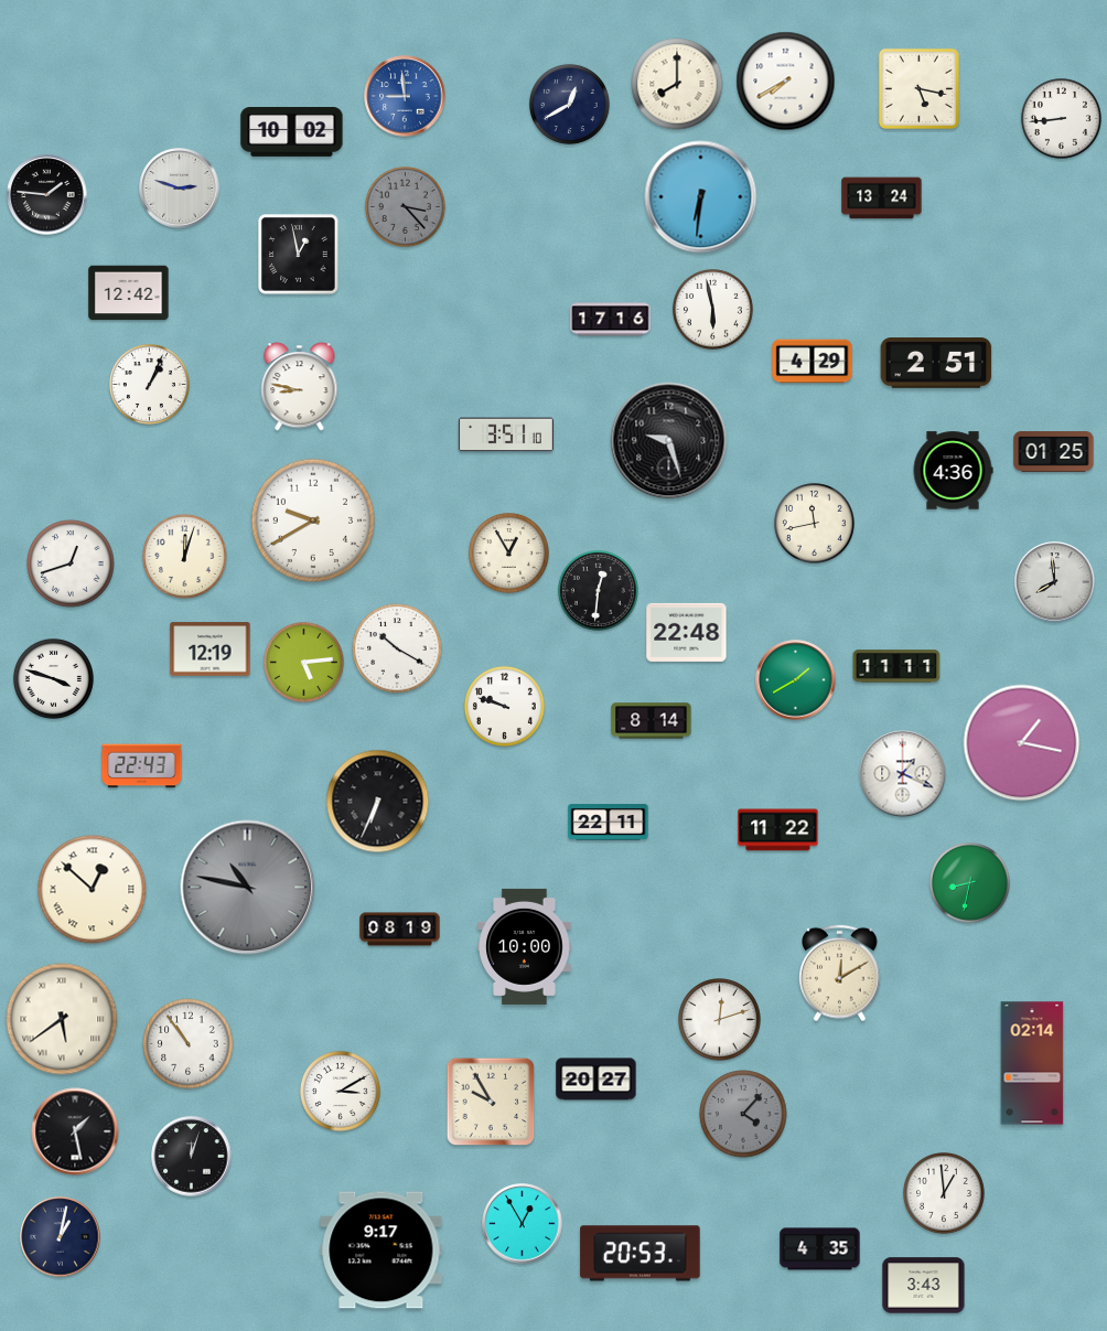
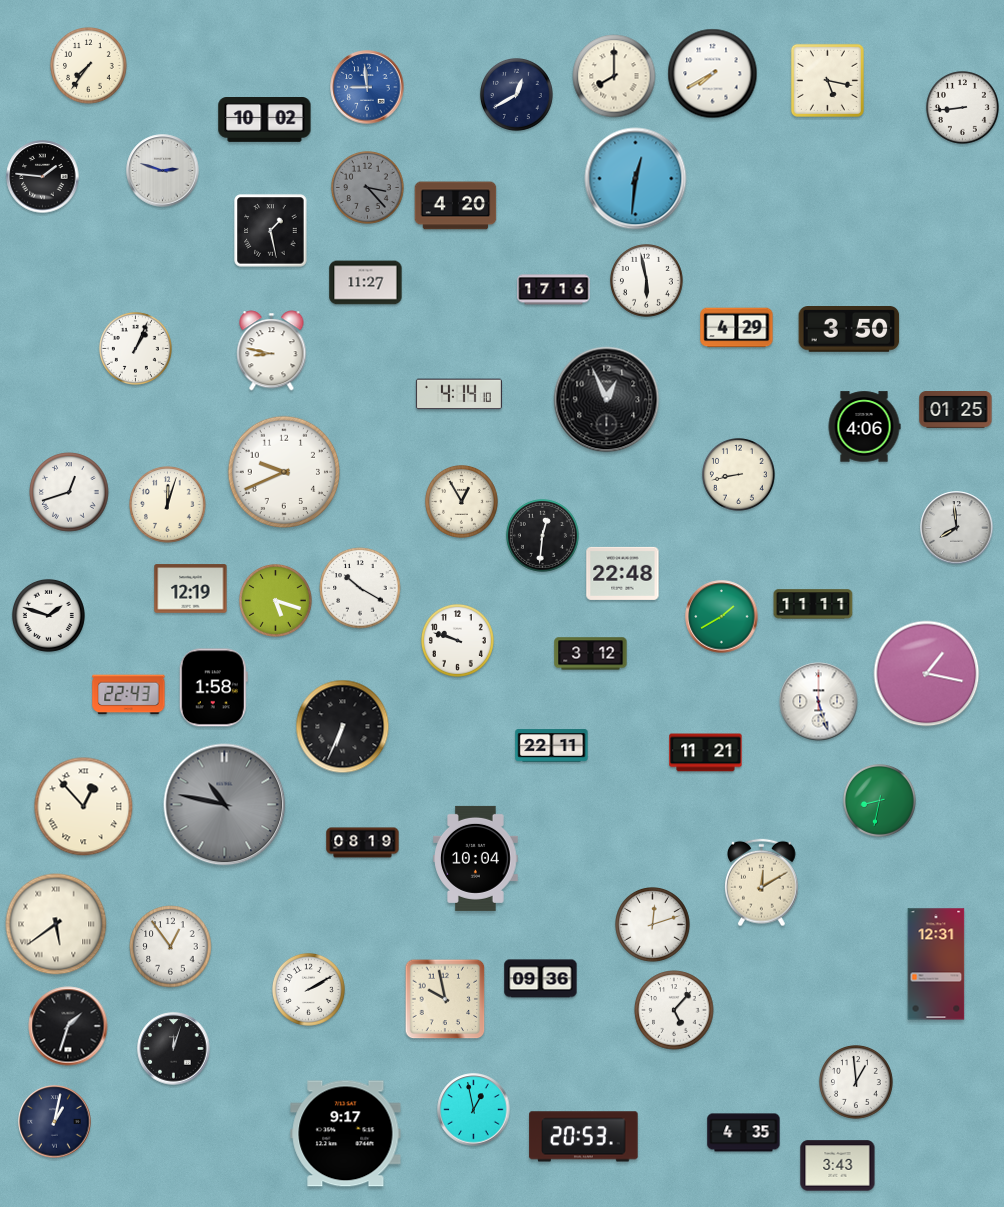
clock at (89, 66): none -> 7:36
clock at (918, 88) position: (918, 88) -> (827, 80)
clock at (701, 197): 6:31 -> 12:31
clock at (882, 198): 13:24 -> none
clock at (456, 206): none -> 4:20
clock at (299, 255): 12:58 -> 1:28
clock at (129, 293): 12:42 -> none
clock at (366, 283): none -> 11:27
clock at (936, 364): 2:51 -> 3:50
clock at (506, 434): 3:51 -> 4:14
clock at (669, 441): 9:27 -> 12:56
clock at (953, 471): 4:36 -> 4:06
clock at (312, 519): 9:40 -> 9:41
clock at (814, 523): 11:43 -> 8:43
clock at (71, 563) position: (71, 563) -> (69, 492)
clock at (303, 662): 5:14 -> 5:18
clock at (53, 678): 3:48 -> 1:48
clock at (652, 721): 8:14 -> 3:12
clock at (213, 688): none -> 1:58
clock at (903, 774): 1:19 -> 5:27
clock at (778, 830): 11:22 -> 11:21
clock at (93, 890): 12:52 -> 12:53
clock at (525, 946): 10:00 -> 10:04
clock at (189, 1044): 10:54 -> 12:54
clock at (1032, 1063): 02:14 -> 12:31
clock at (597, 1080): 20:27 -> 09:36
clock at (340, 1091): 3:10 -> 2:10
clock at (491, 1102): 9:55 -> 9:58
clock at (743, 1114): 4:07 -> 5:07
clock at (743, 1114) dial: grey -> white
clock at (75, 1131): 1:28 -> 1:33
clock at (523, 1224): 12:55 -> 12:58
clock at (641, 1254) position: (641, 1254) -> (584, 1137)
